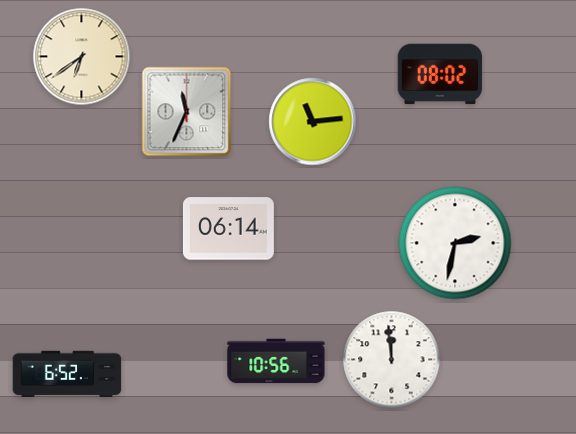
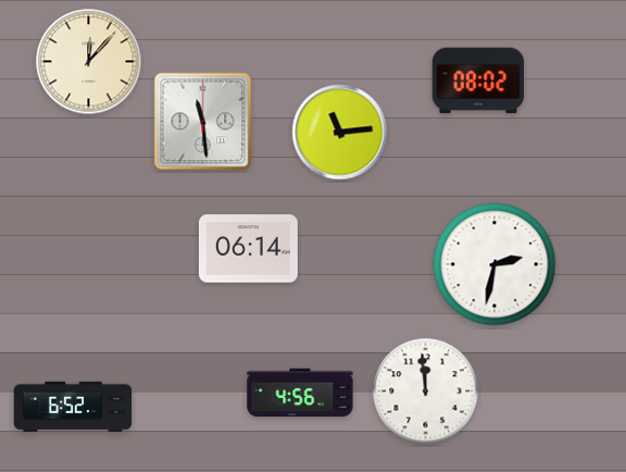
clock at (82, 57): 6:39 -> 12:07
clock at (187, 112): 11:34 -> 11:29
clock at (276, 361): 10:56 -> 4:56
